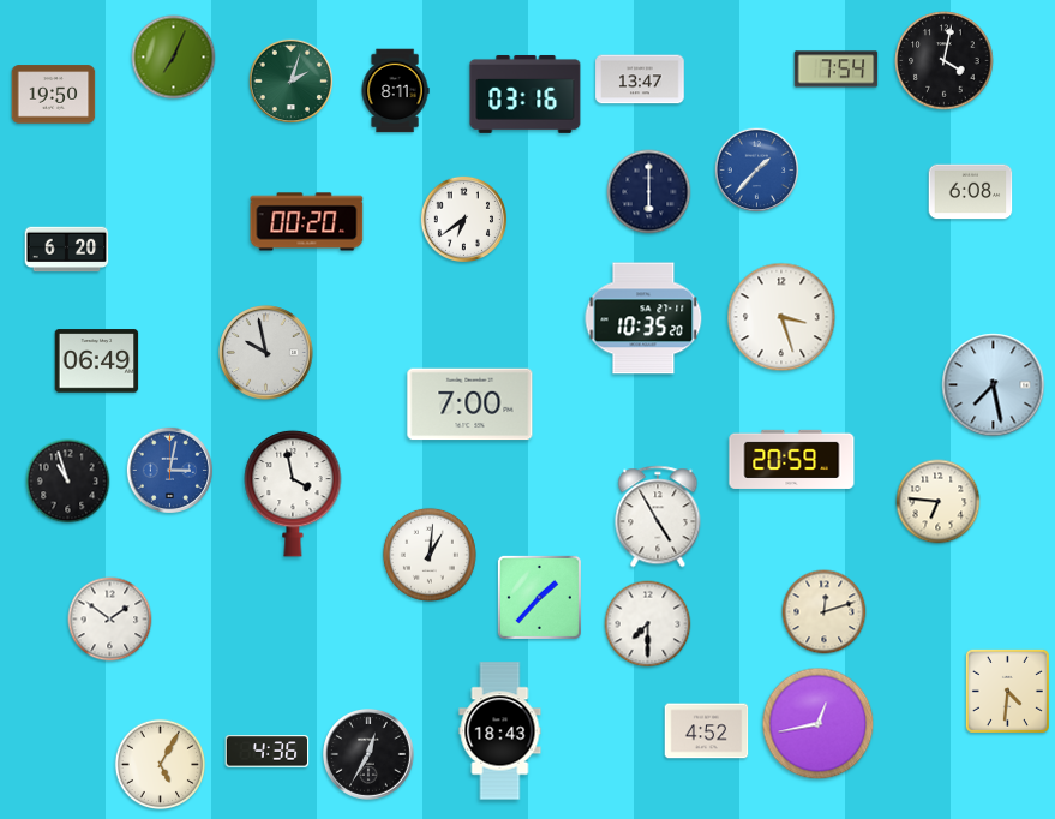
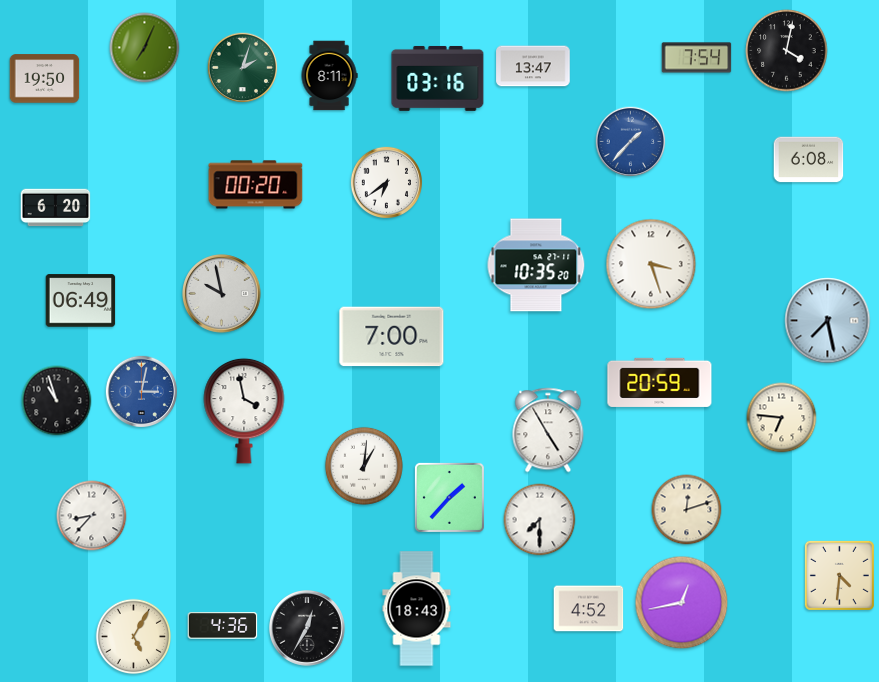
clock at (649, 192): 6:00 -> none
clock at (430, 555) position: (430, 555) -> (364, 466)
clock at (110, 620): 1:51 -> 8:37
